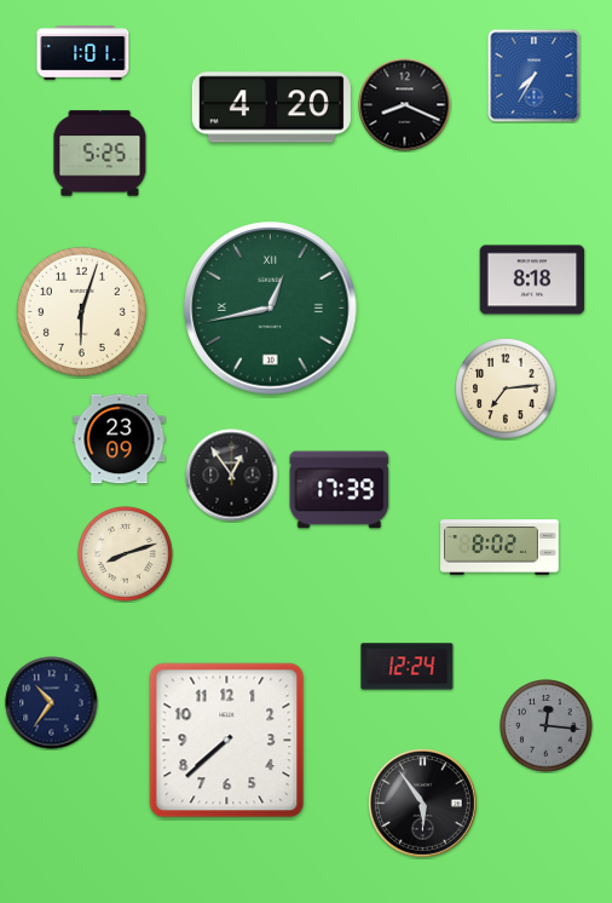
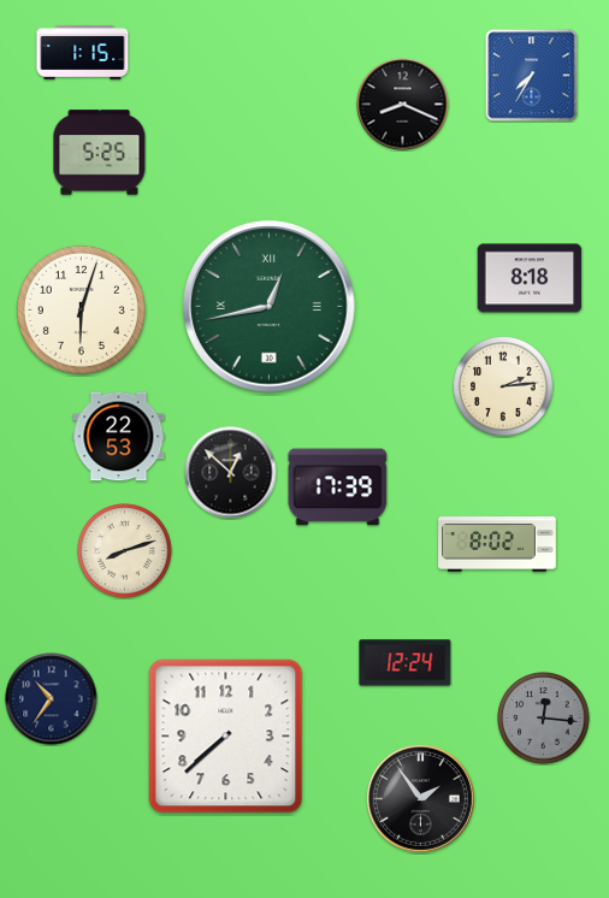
clock at (83, 53): 1:01 -> 1:15
clock at (271, 108): 4:20 -> none
clock at (506, 389): 7:14 -> 2:14
clock at (120, 439): 23:09 -> 22:53
clock at (232, 476): 12:54 -> 12:52
clock at (547, 726) position: (547, 726) -> (544, 719)
clock at (423, 804): 5:54 -> 1:54
